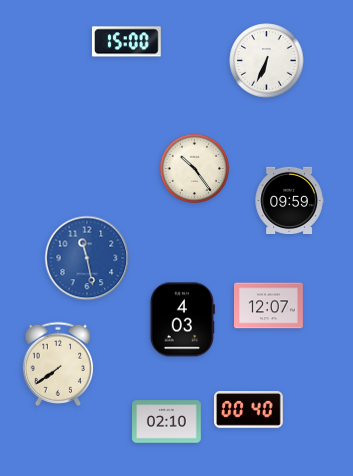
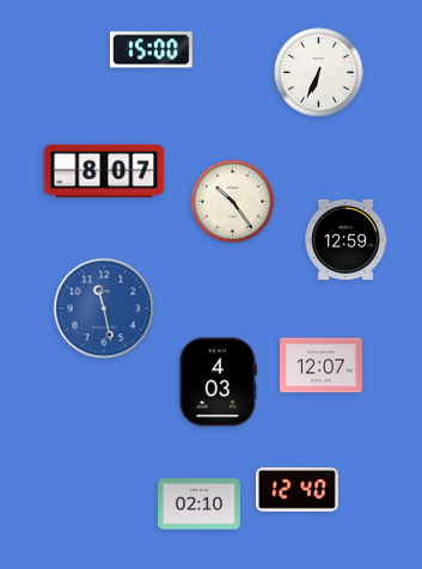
clock at (104, 171): none -> 8:07
clock at (289, 200): 09:59 -> 12:59
clock at (57, 364): 7:39 -> none
clock at (249, 410): 00:40 -> 12:40
